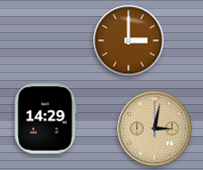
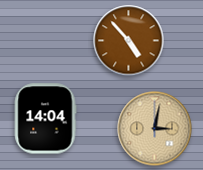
clock at (129, 41): 3:00 -> 4:53
clock at (45, 119): 14:29 -> 14:04
